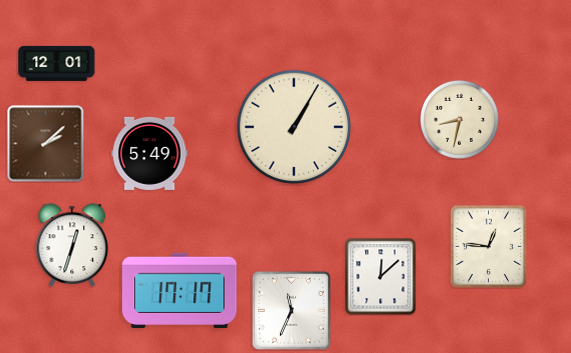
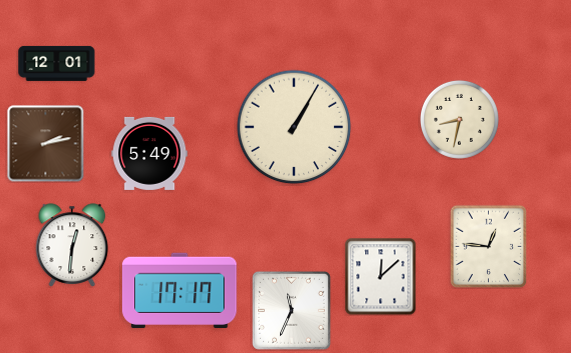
clock at (46, 144): 2:08 -> 2:13
clock at (72, 245): 12:33 -> 12:31
